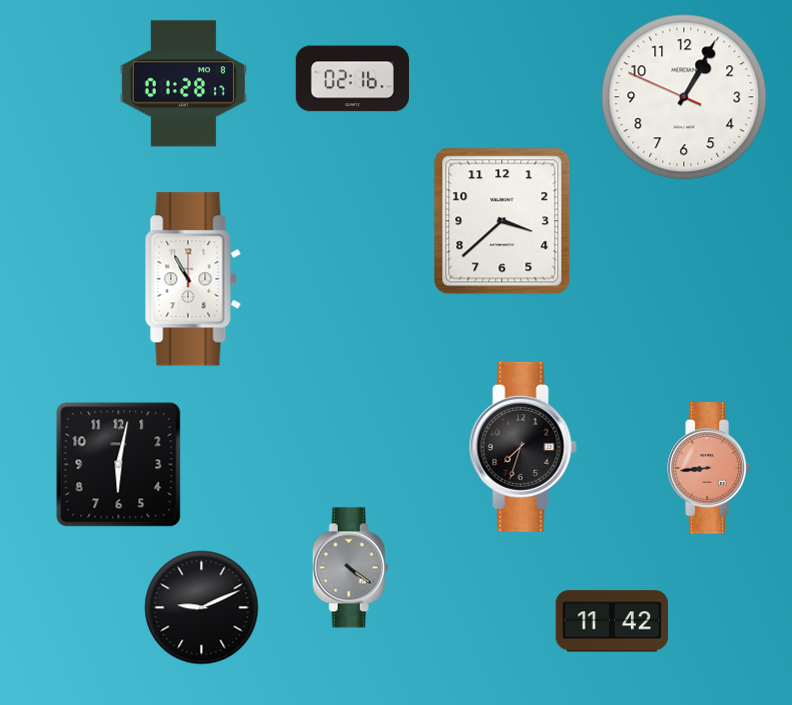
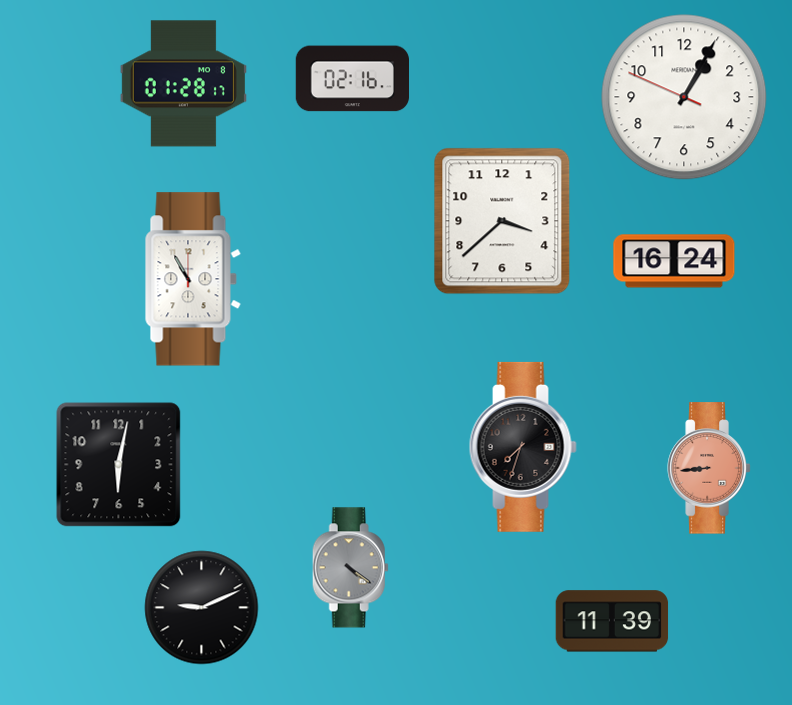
clock at (674, 261): none -> 16:24
clock at (612, 621): 11:42 -> 11:39
